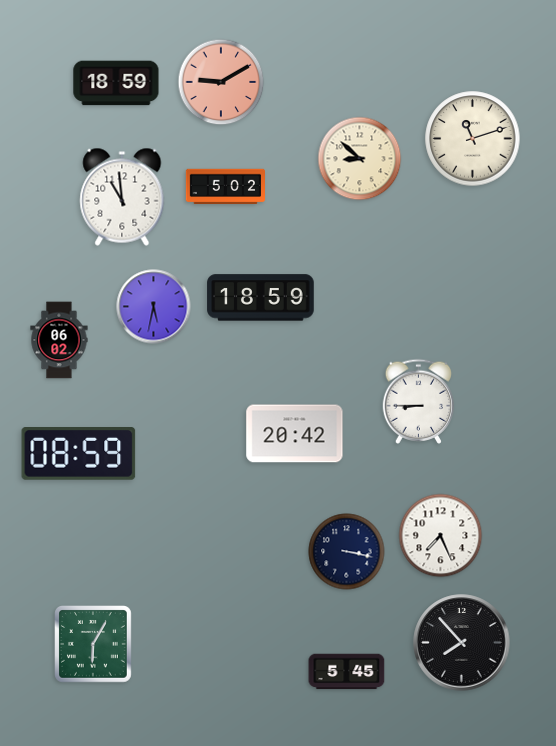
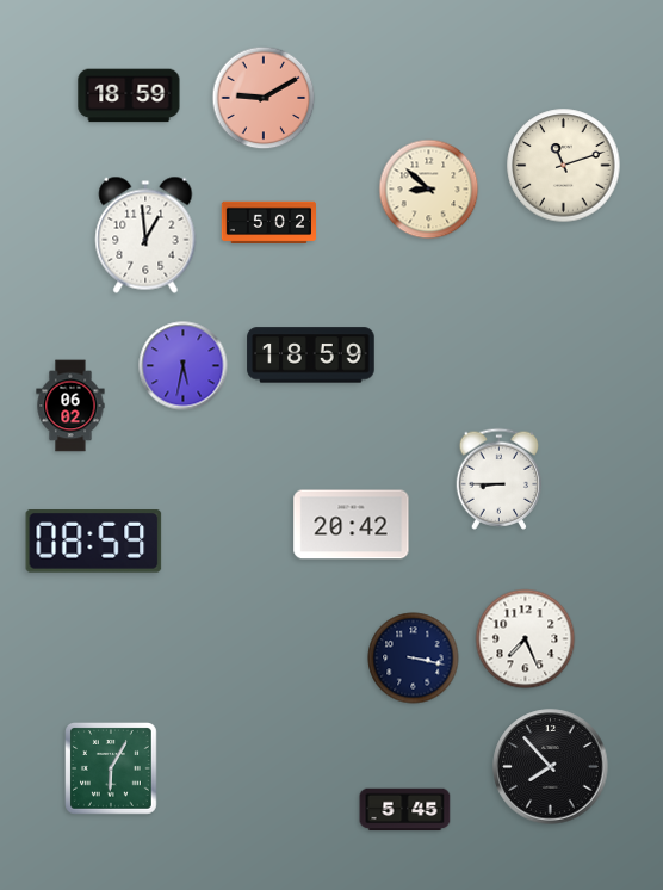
clock at (116, 83) position: (116, 83) -> (129, 95)
clock at (122, 197): 10:59 -> 12:59
clock at (295, 434) position: (295, 434) -> (352, 525)
clock at (347, 672) position: (347, 672) -> (405, 810)
